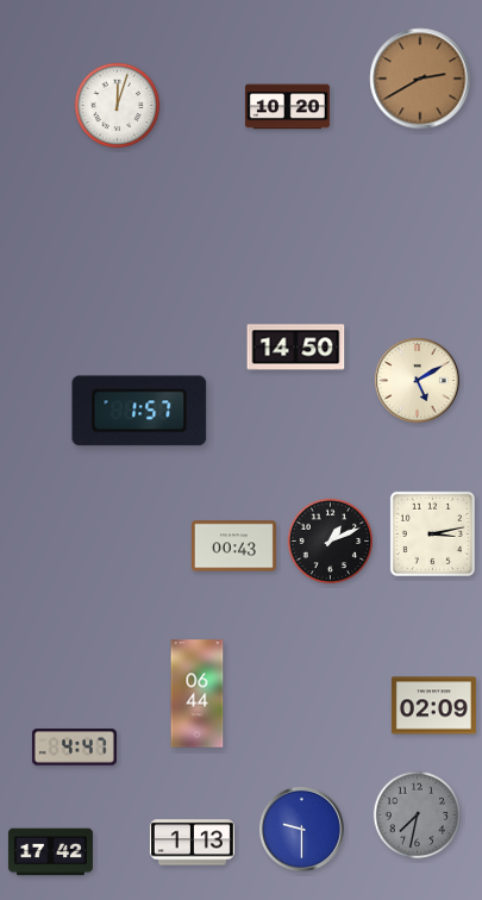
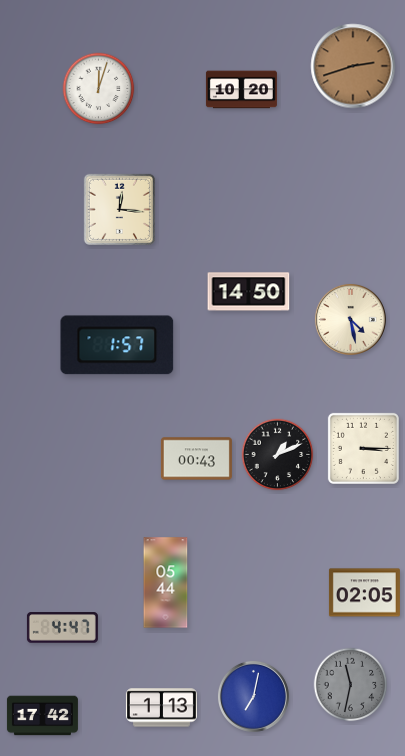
clock at (420, 79): 2:40 -> 2:42
clock at (119, 209): none -> 12:16
clock at (417, 380): 5:10 -> 4:28
clock at (432, 533): 3:13 -> 3:15
clock at (198, 694): 06:44 -> 05:44
clock at (433, 706): 02:09 -> 02:05
clock at (418, 815): 7:32 -> 11:32
clock at (301, 829): 9:30 -> 7:02
